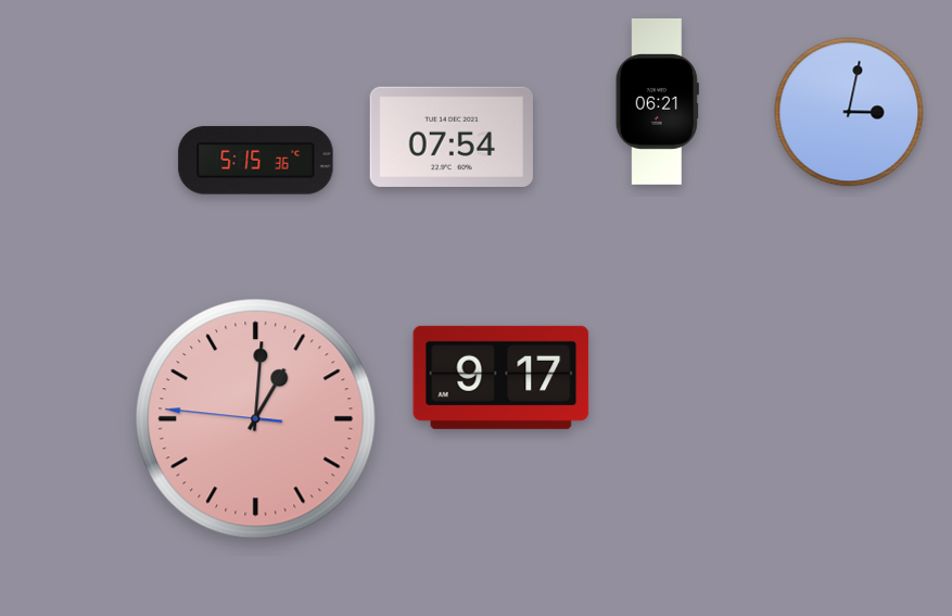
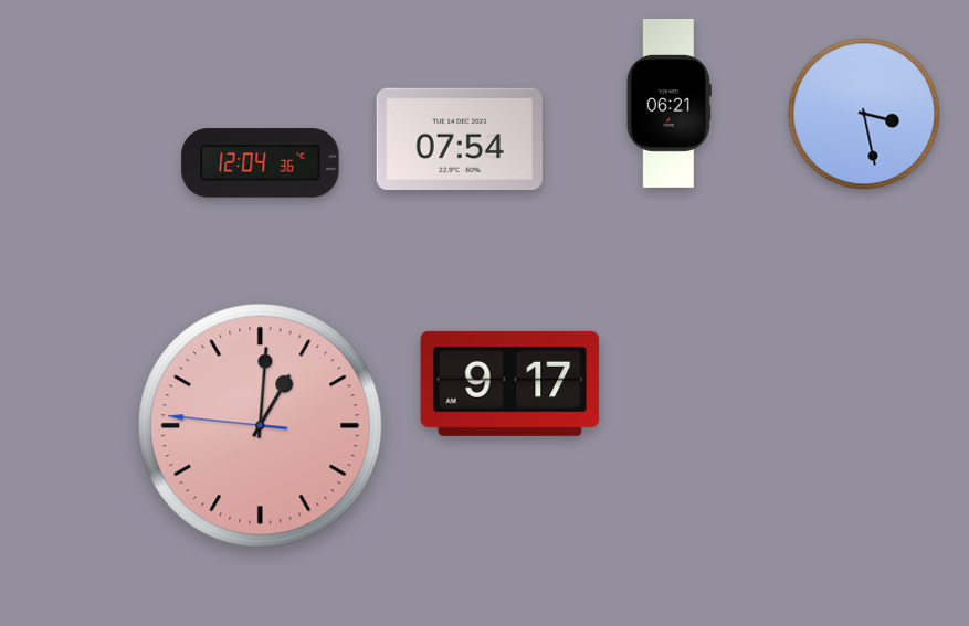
clock at (849, 112): 3:02 -> 3:28
clock at (256, 161): 5:15 -> 12:04
